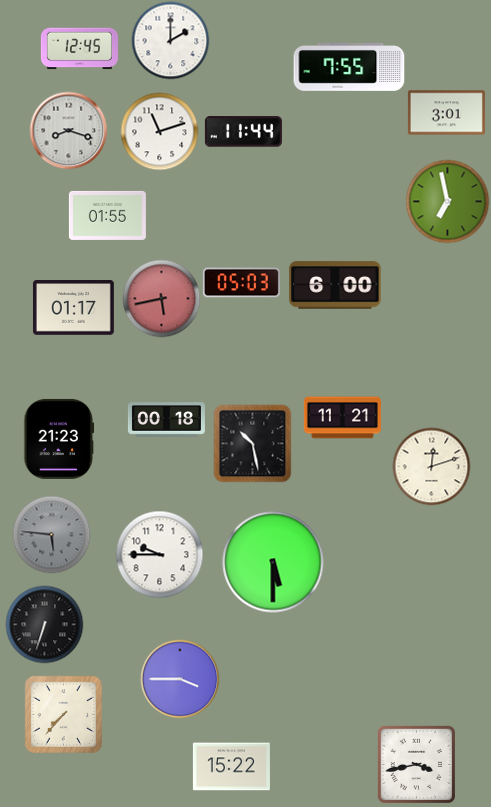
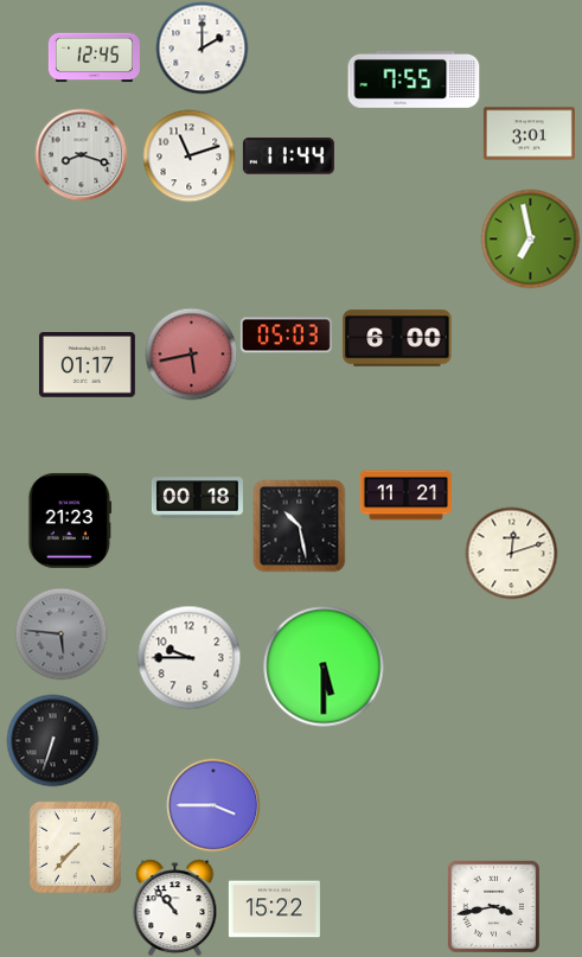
clock at (107, 215): 01:55 -> none
clock at (175, 907): none -> 10:53
